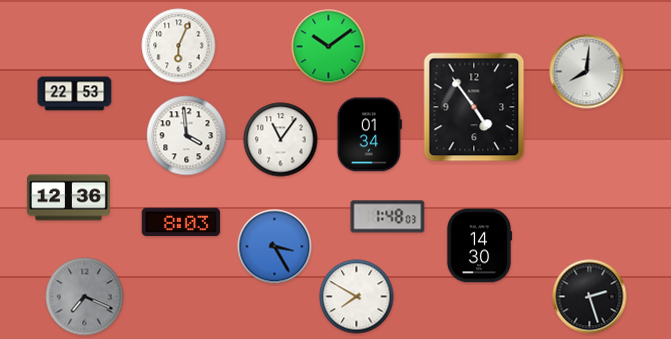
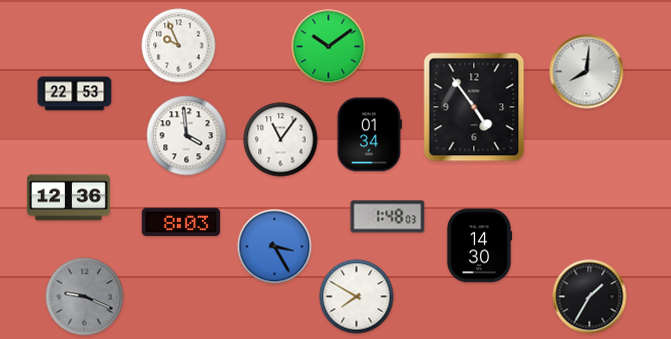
clock at (179, 46): 6:04 -> 9:56
clock at (85, 297): 7:19 -> 9:19
clock at (590, 297): 2:27 -> 1:35
